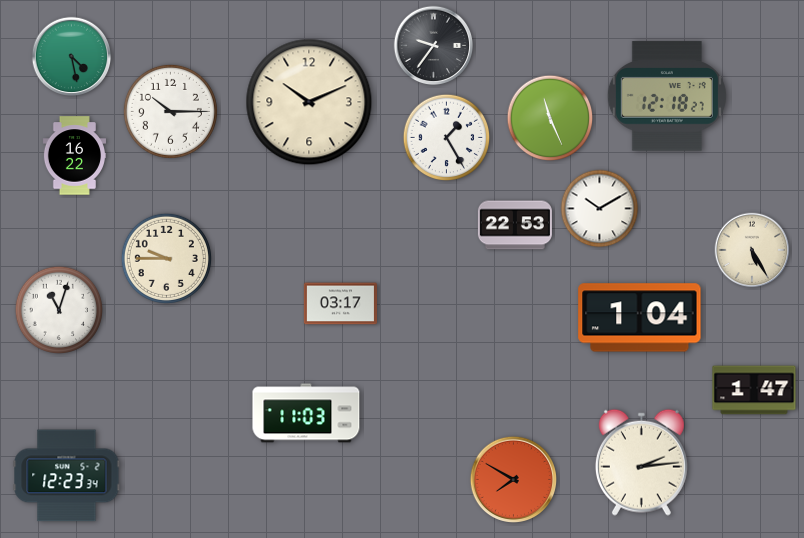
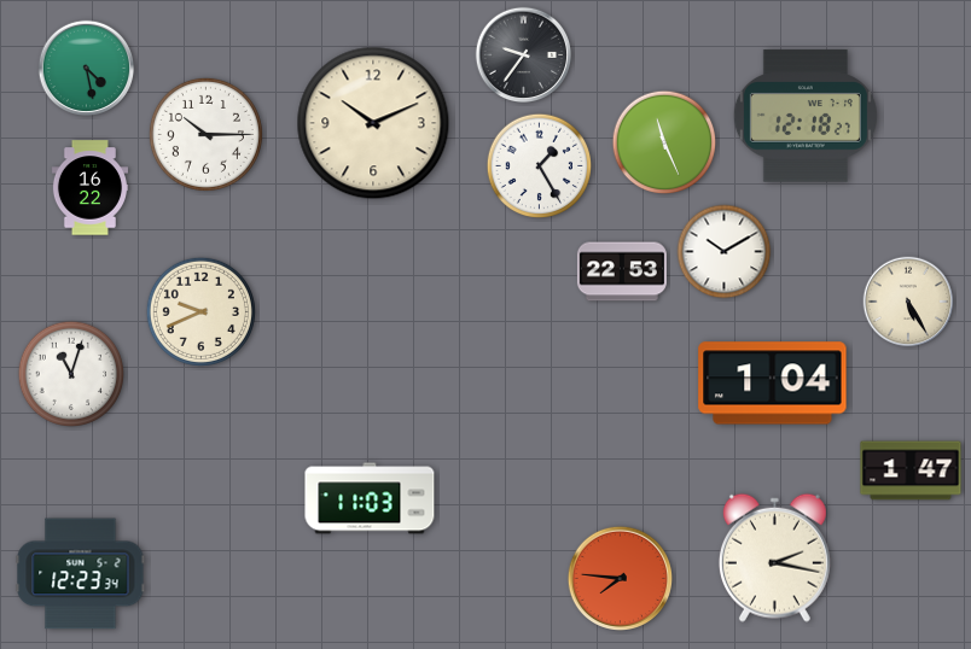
clock at (166, 258): 9:45 -> 9:41
clock at (340, 304): 03:17 -> none
clock at (641, 462): 2:14 -> 2:17
clock at (513, 479): 7:50 -> 7:46
